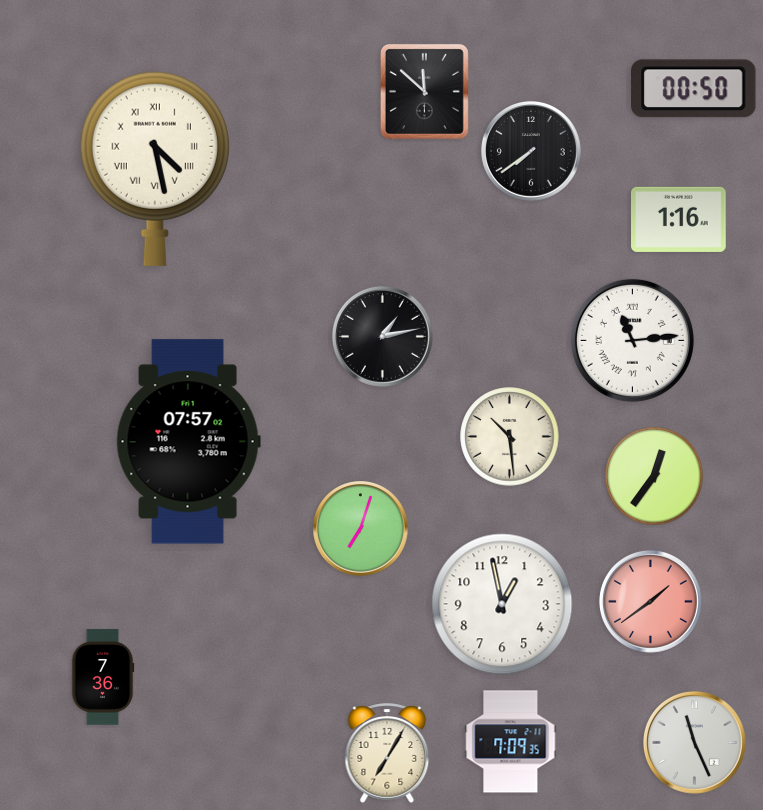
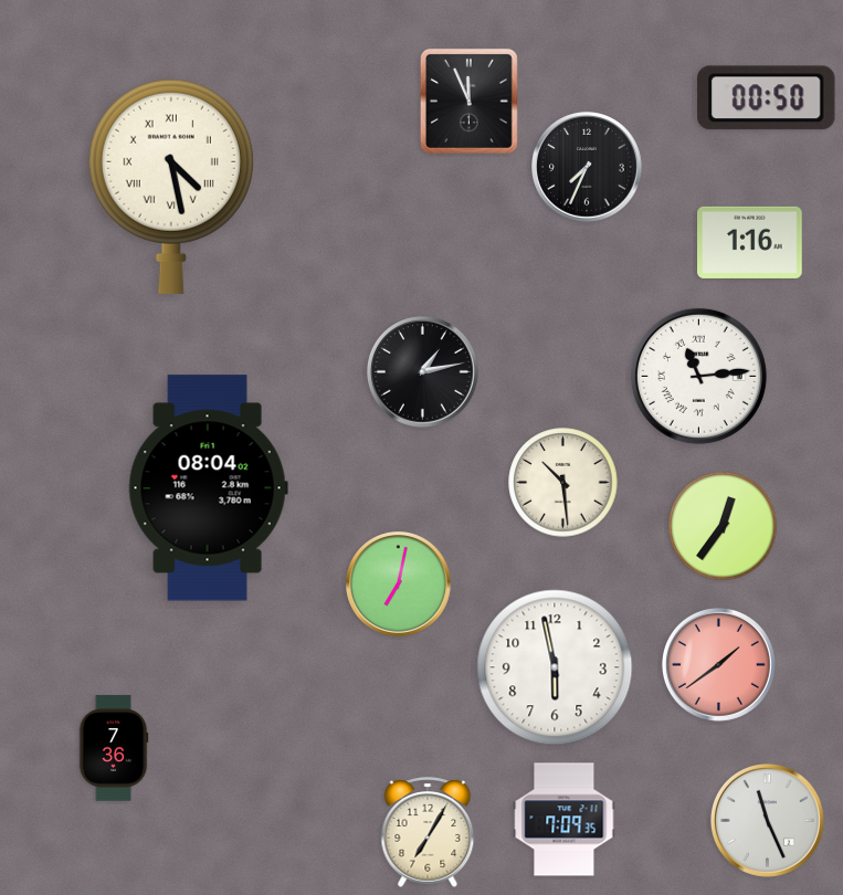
clock at (424, 91): 11:52 -> 11:56
clock at (532, 151): 7:39 -> 7:34
clock at (188, 442): 07:57 -> 08:04
clock at (361, 529): 7:03 -> 7:02
clock at (502, 604): 12:58 -> 5:58
